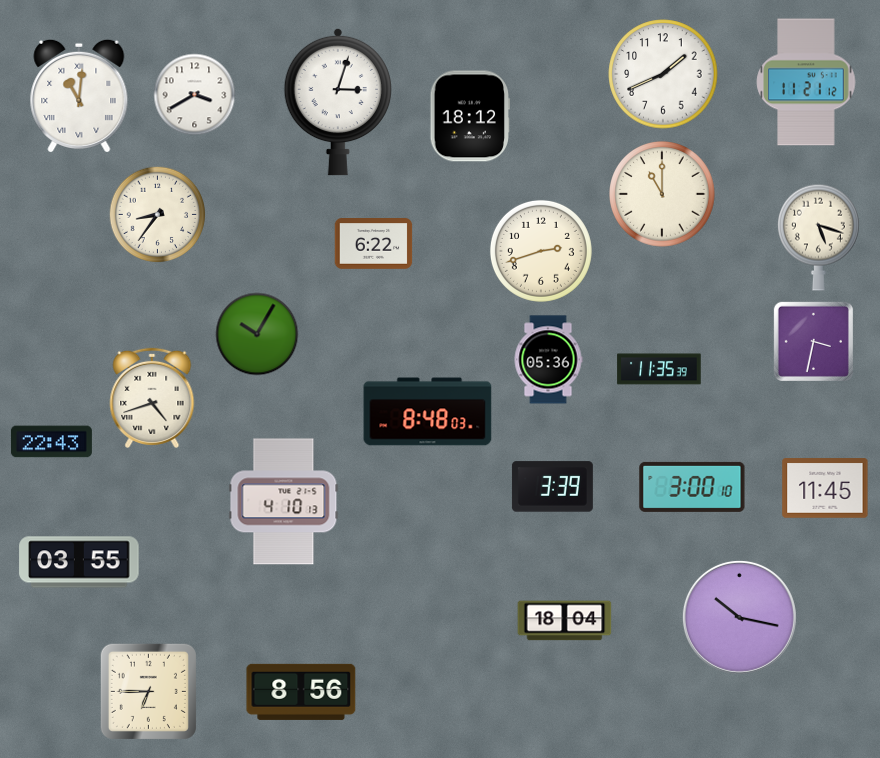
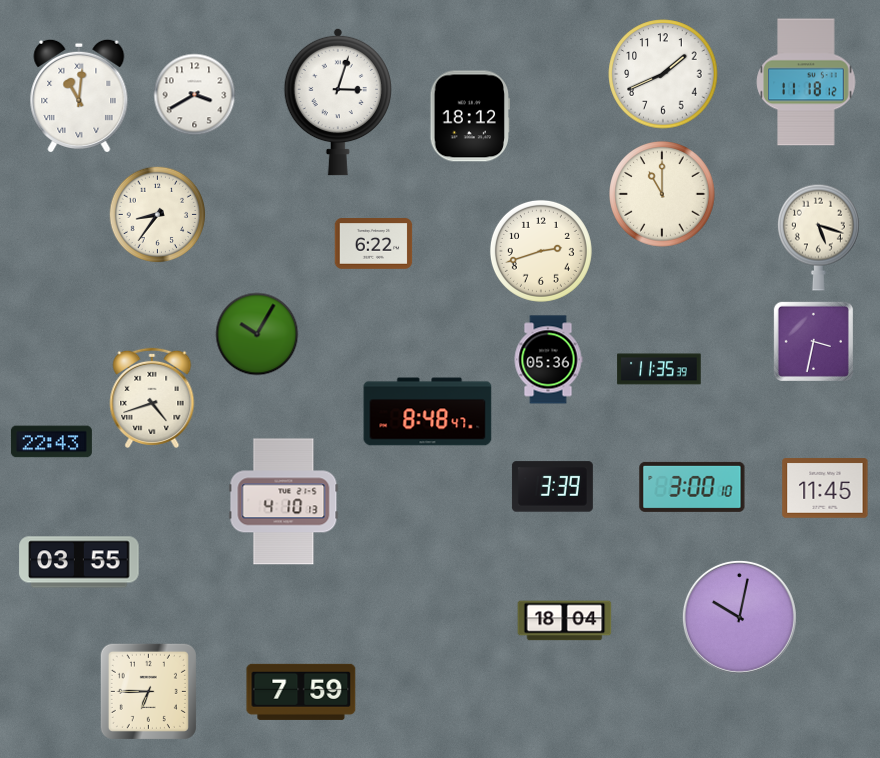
clock at (806, 82): 11:21 -> 11:18
clock at (428, 412): 8:48:03 -> 8:48:47
clock at (739, 617): 10:17 -> 10:02
clock at (301, 692): 8:56 -> 7:59
